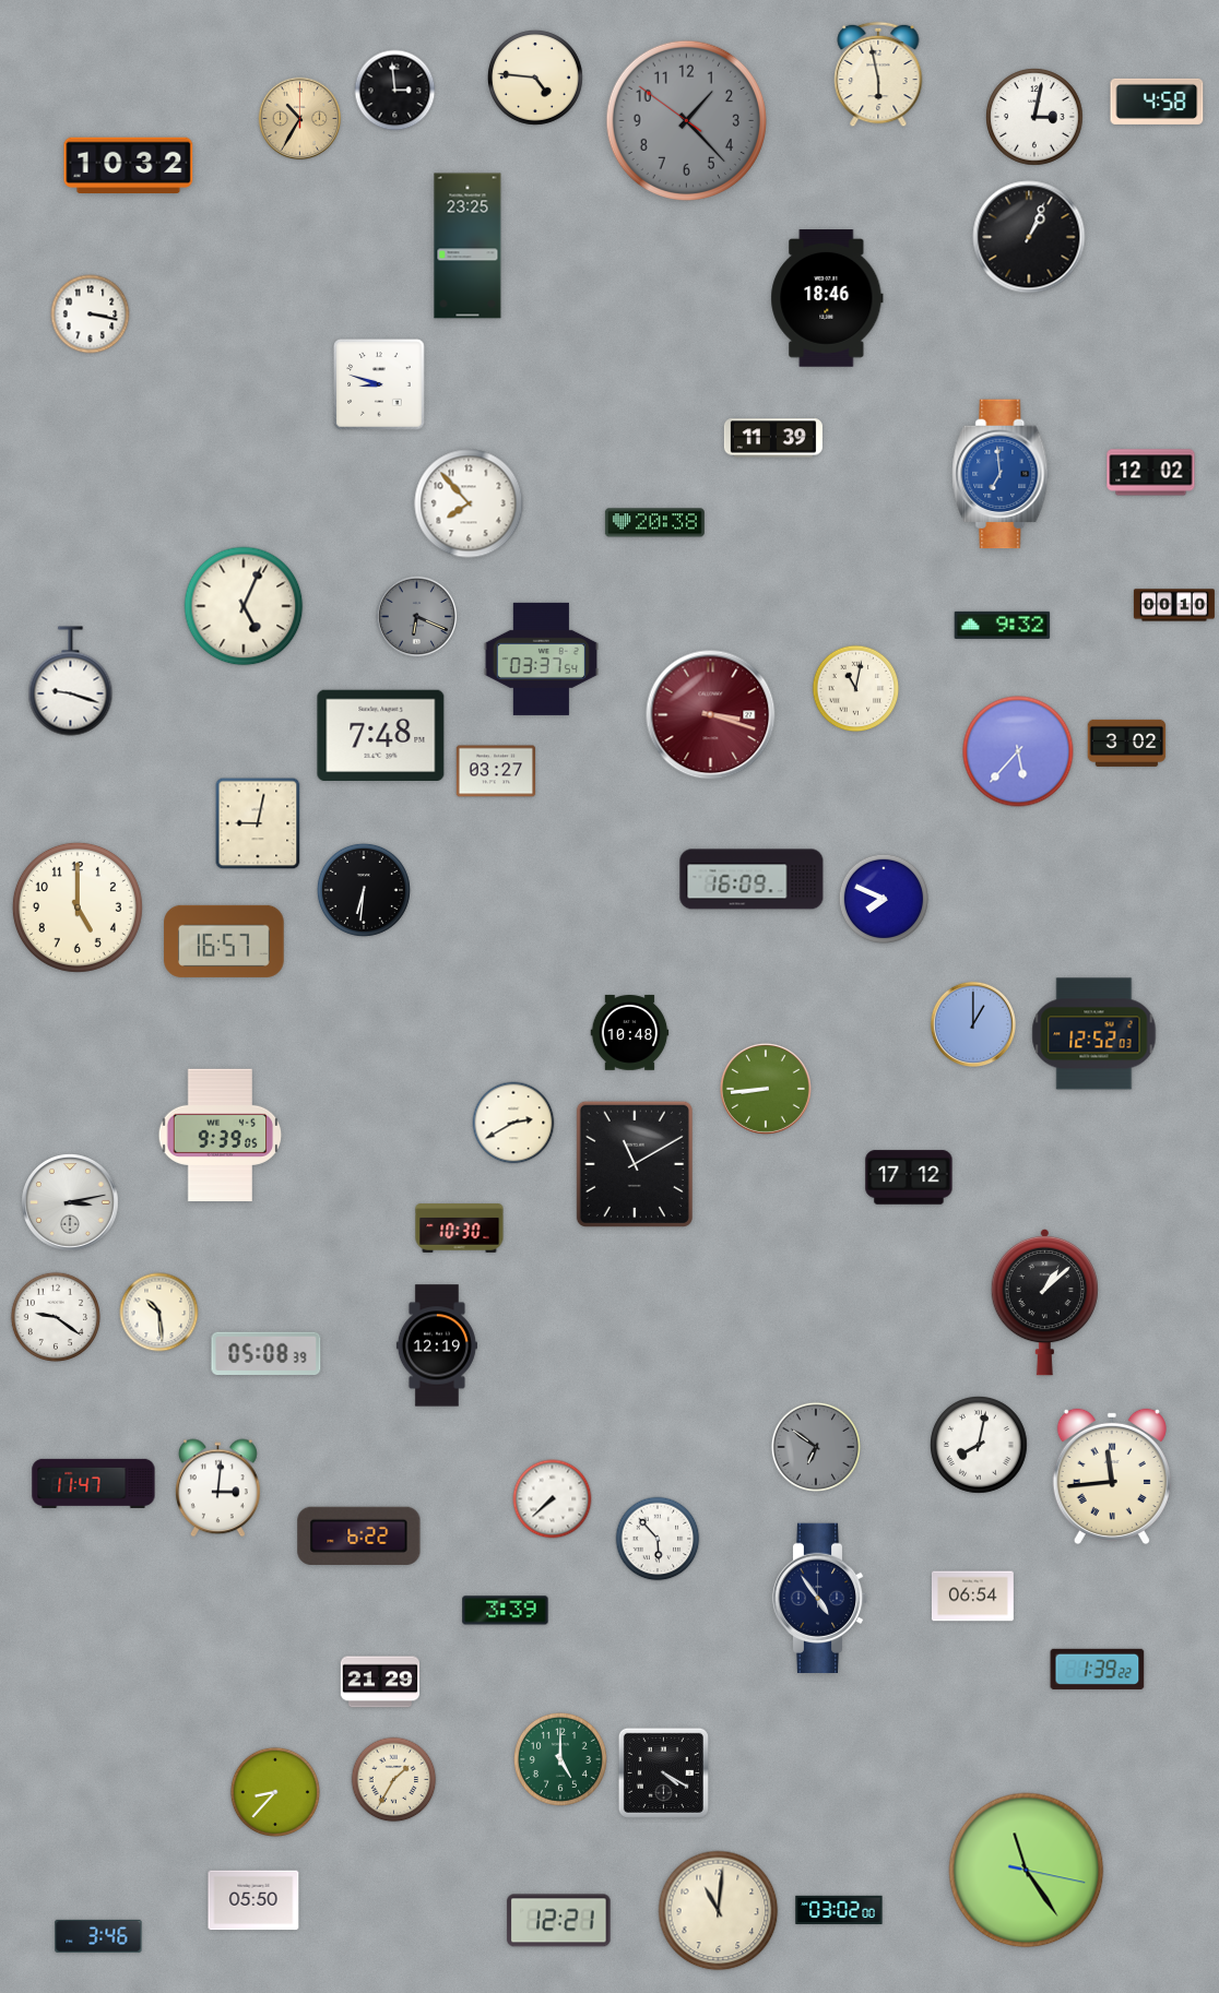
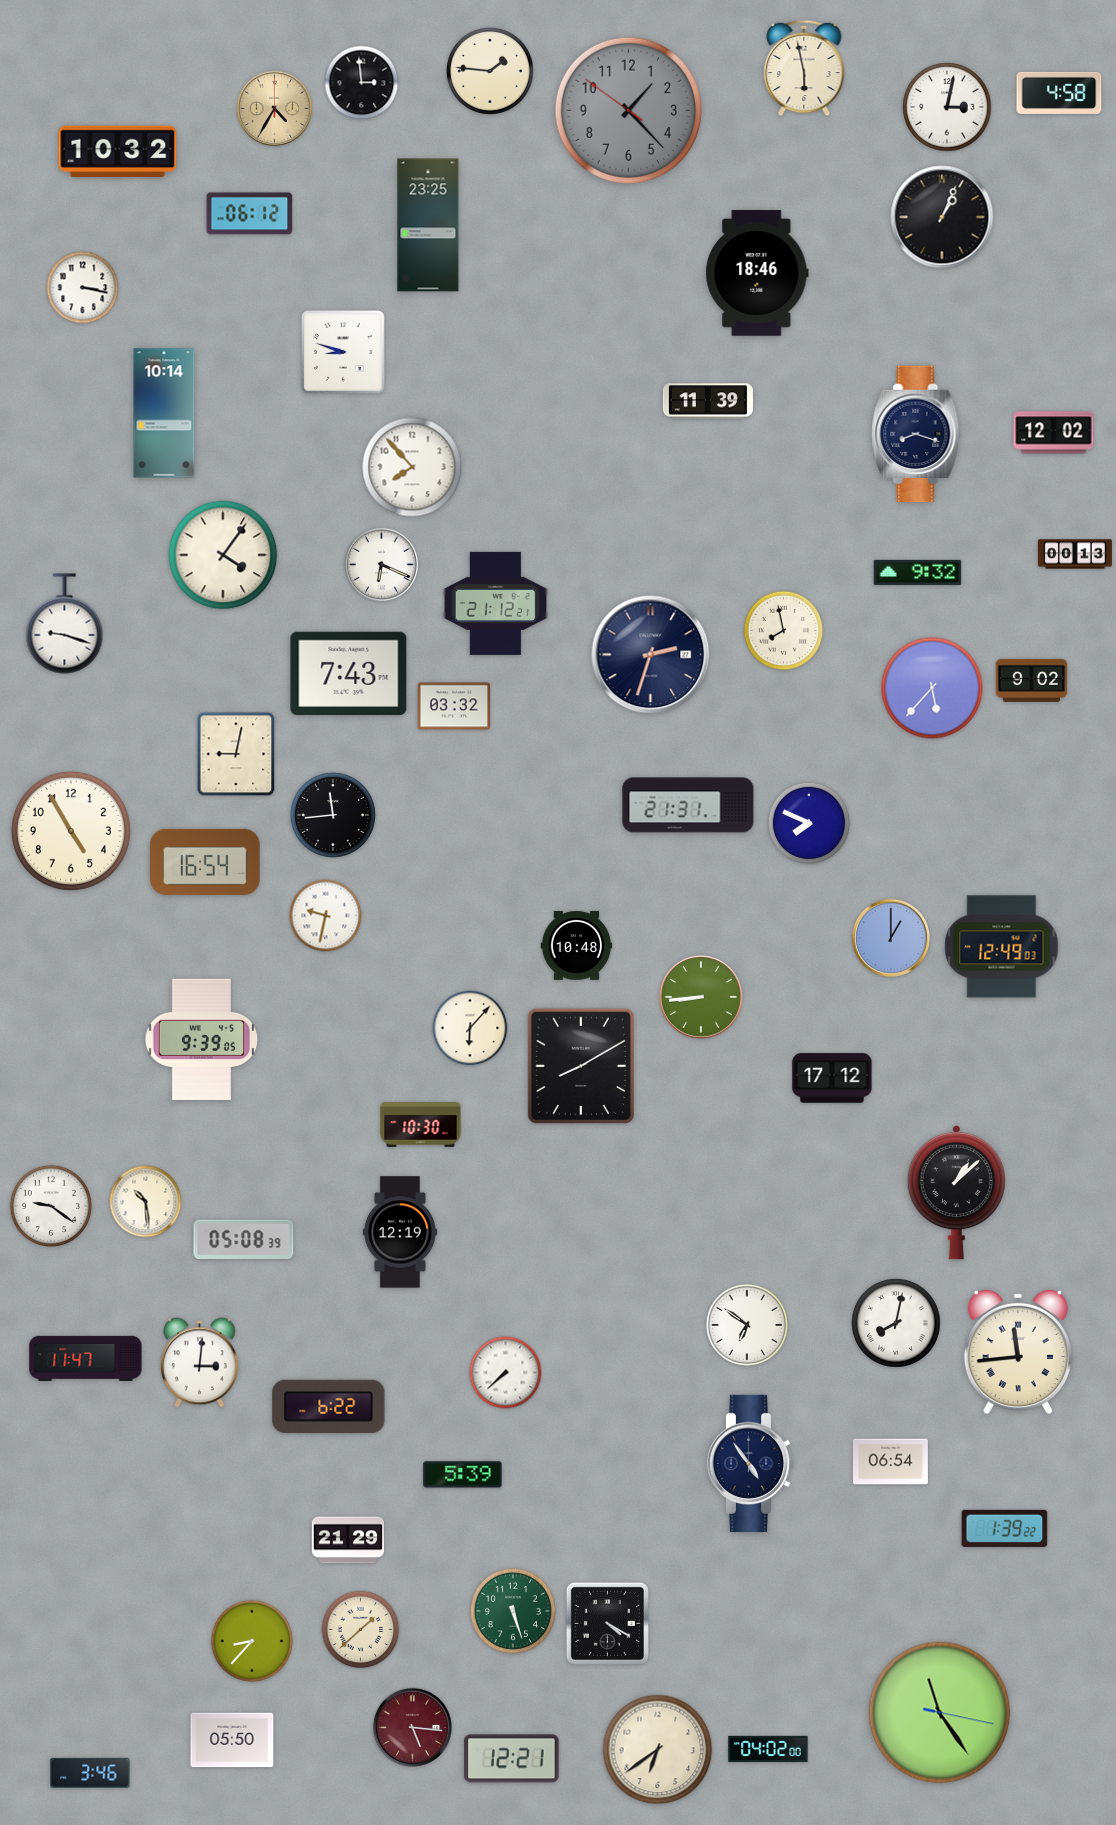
clock at (535, 78): 4:46 -> 1:46
clock at (300, 119): 10:35 -> 4:35
clock at (250, 214): none -> 06:12
clock at (379, 384) position: (379, 384) -> (343, 352)
clock at (164, 413): none -> 10:14
clock at (1001, 474): 6:59 -> 8:18
clock at (1001, 474) dial: blue -> navy
clock at (469, 503) position: (469, 503) -> (412, 467)
clock at (654, 523): 20:38 -> none
clock at (1174, 605): 00:10 -> 00:13
clock at (244, 606): 5:04 -> 4:06
clock at (417, 617) dial: grey -> white
clock at (541, 659): 03:37 -> 21:12
clock at (856, 689): 11:02 -> 7:58
clock at (711, 715): 3:18 -> 2:33
clock at (711, 715) dial: burgundy -> navy
clock at (381, 735): 7:48 -> 7:43
clock at (1127, 743): 3:02 -> 9:02
clock at (496, 771): 03:27 -> 03:32
clock at (751, 879): 16:09 -> 21:31
clock at (364, 890): 6:31 -> 11:44
clock at (78, 907): 5:00 -> 4:55
clock at (224, 941): 16:57 -> 16:54
clock at (326, 916): none -> 9:32
clock at (1094, 1034): 12:52 -> 12:49
clock at (513, 1123): 2:40 -> 6:07
clock at (635, 1164): 11:10 -> 8:10
clock at (70, 1202): 3:13 -> none
clock at (815, 1446) dial: grey -> white
clock at (658, 1539): 5:53 -> none
clock at (506, 1611): 3:39 -> 5:39
clock at (560, 1759): 5:00 -> 5:27
clock at (394, 1780): 1:35 -> 1:38
clock at (412, 1727): none -> 5:16
clock at (839, 1910): 03:02 -> 04:02
clock at (719, 1911): 11:01 -> 6:39
